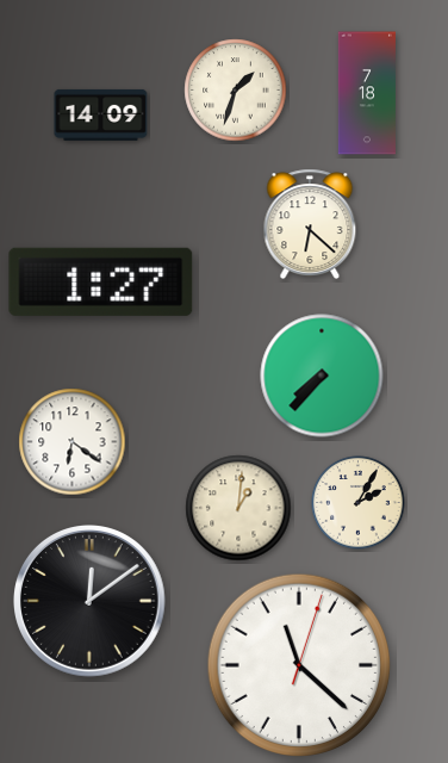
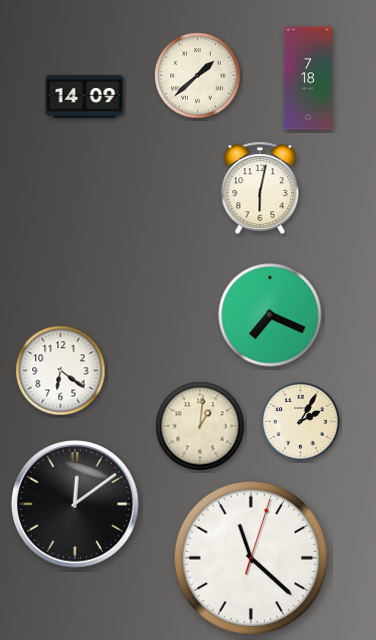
clock at (236, 91): 1:33 -> 1:38
clock at (310, 224): 6:22 -> 6:02
clock at (101, 281): 1:27 -> none
clock at (322, 376): 7:37 -> 7:19
